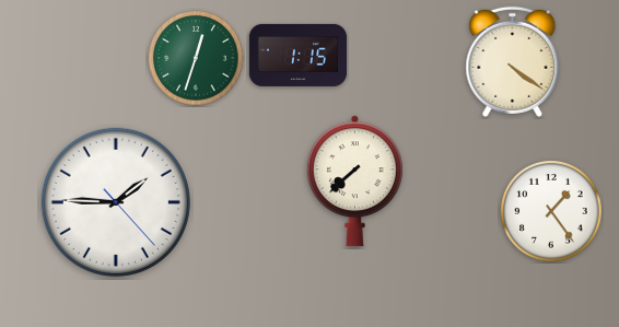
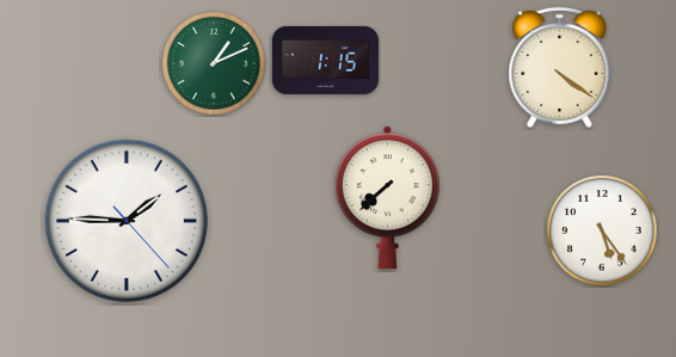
clock at (196, 58): 12:33 -> 1:11
clock at (551, 211): 1:24 -> 5:24
